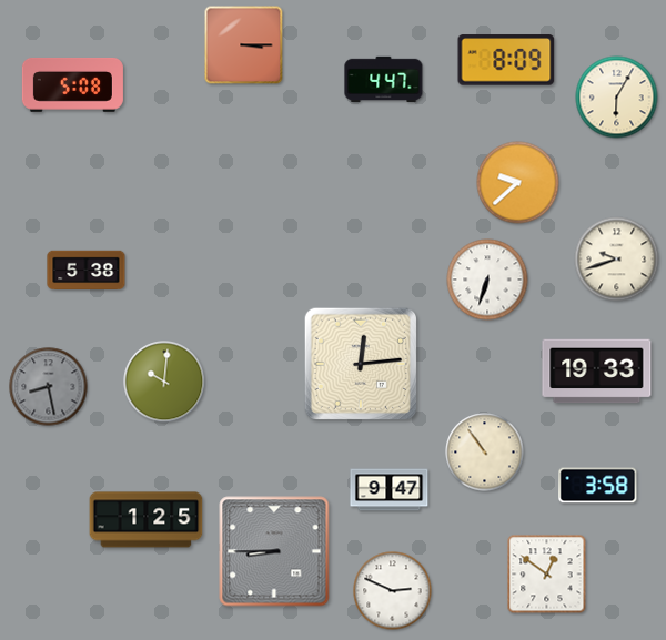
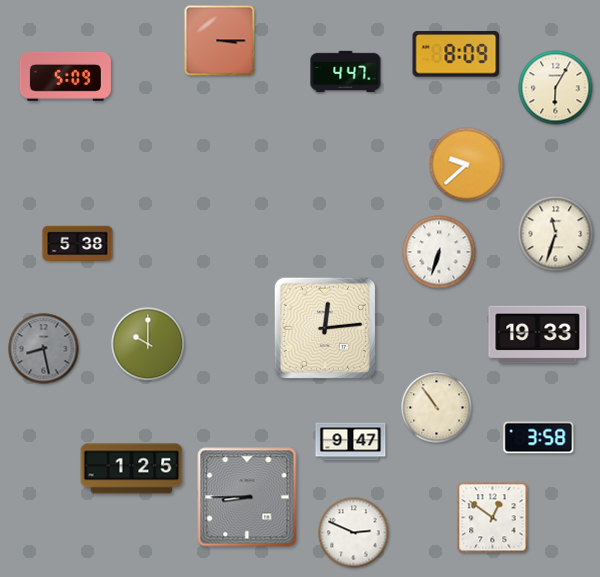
clock at (72, 84): 5:08 -> 5:09
clock at (617, 260): 9:42 -> 11:33
clock at (164, 382): 10:01 -> 10:00
